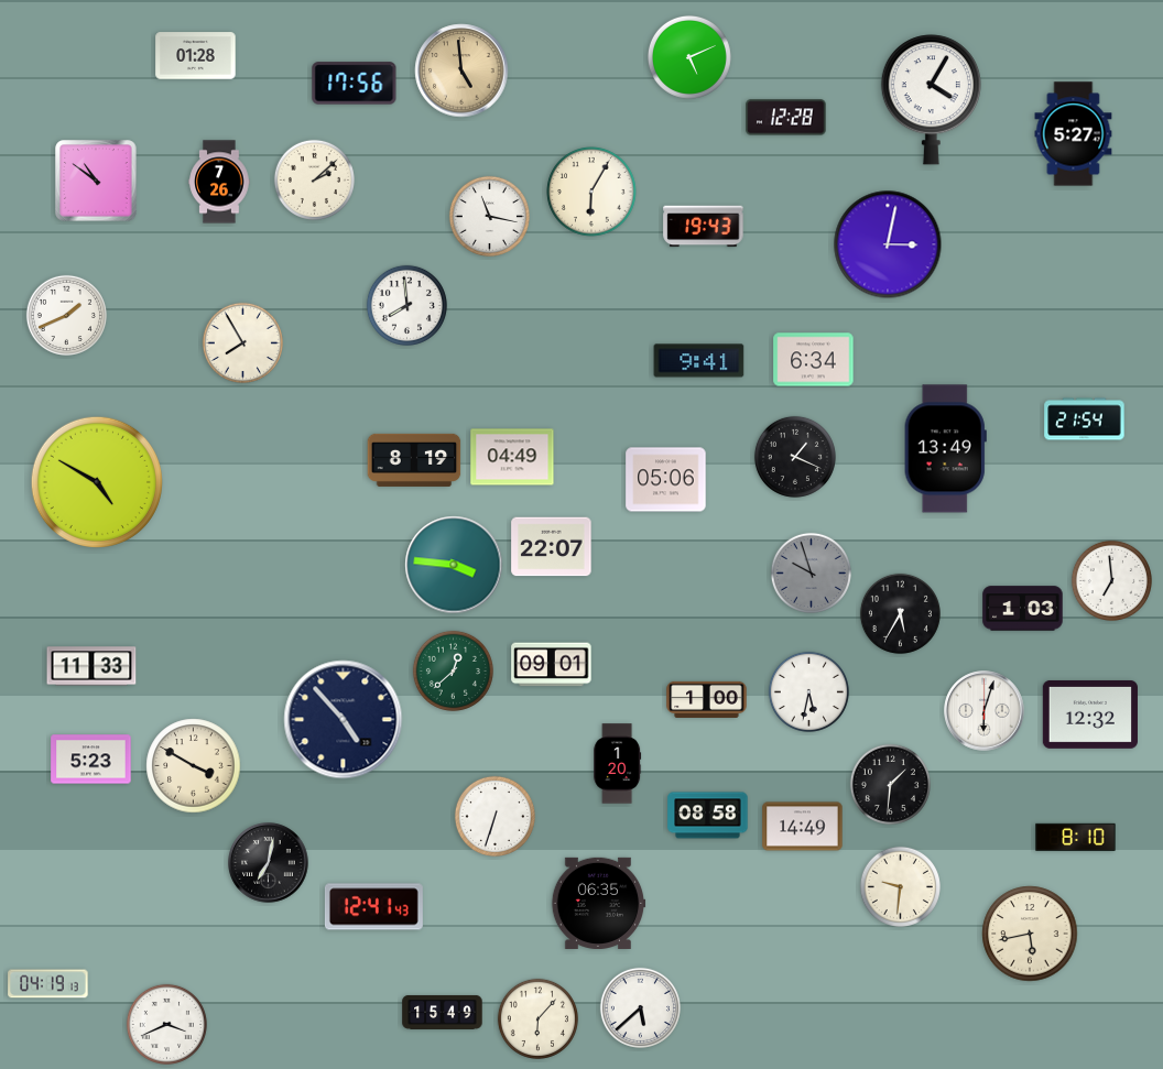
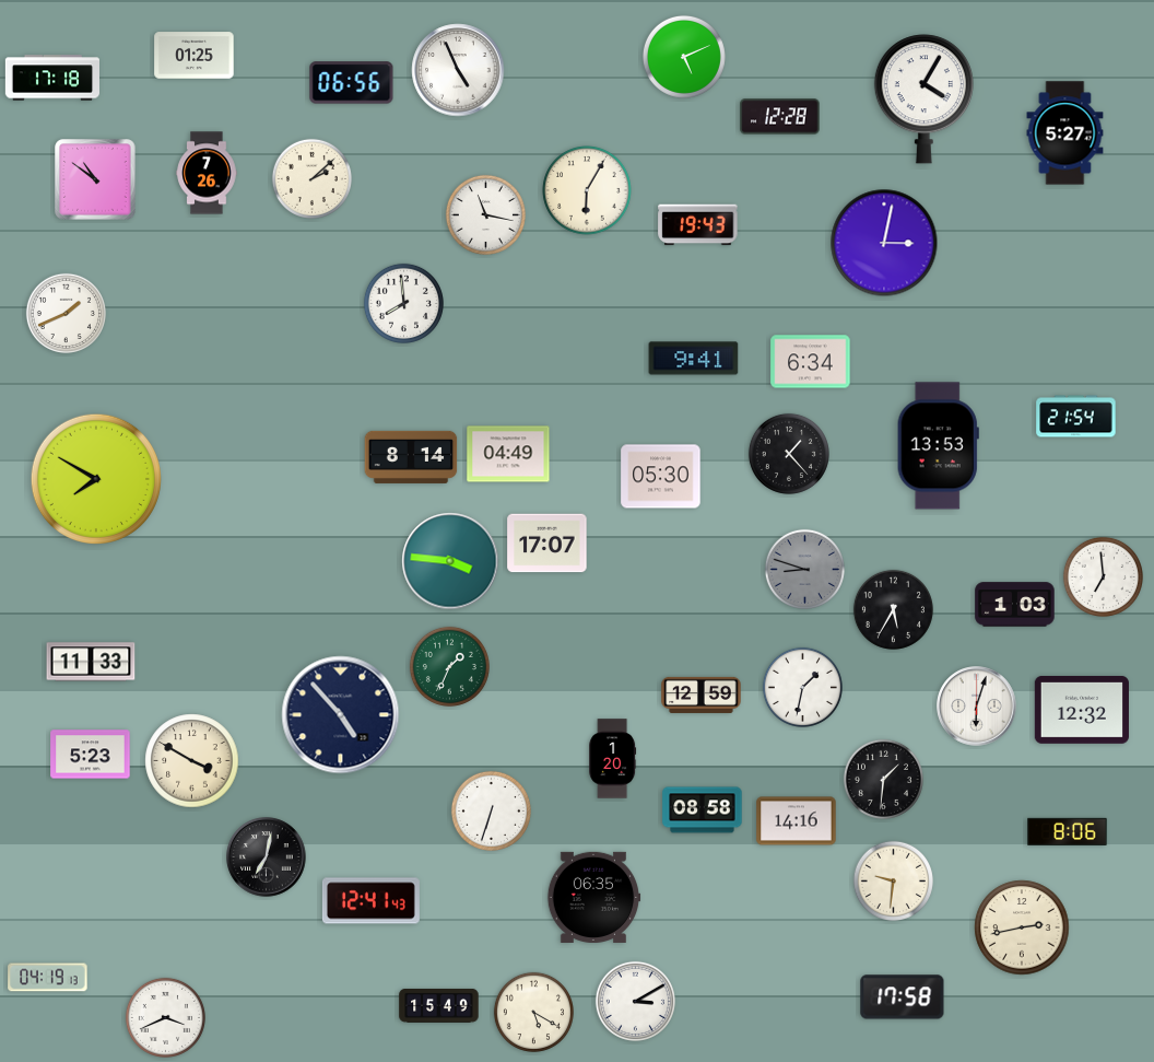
clock at (196, 56): 01:28 -> 01:25
clock at (461, 70): 4:59 -> 4:56
clock at (461, 70) dial: champagne -> white
clock at (52, 78): none -> 17:18
clock at (355, 84): 17:56 -> 06:56
clock at (219, 182) position: (219, 182) -> (207, 173)
clock at (888, 244) position: (888, 244) -> (884, 243)
clock at (242, 342): 7:55 -> none
clock at (814, 360) position: (814, 360) -> (811, 362)
clock at (945, 449): 13:49 -> 13:53
clock at (795, 457): 1:19 -> 1:23
clock at (414, 460): 8:19 -> 8:14
clock at (666, 480): 05:06 -> 05:30
clock at (97, 481): 4:50 -> 7:50
clock at (552, 547): 22:07 -> 17:07
clock at (811, 572): 9:57 -> 8:48
clock at (552, 665): 09:01 -> none
clock at (453, 670): 12:38 -> 1:34
clock at (808, 691): 5:32 -> 1:32
clock at (707, 699): 1:00 -> 12:59
clock at (803, 827): 14:49 -> 14:16
clock at (1076, 837): 8:10 -> 8:06
clock at (1030, 934): 5:43 -> 2:43
clock at (903, 997): none -> 17:58
clock at (640, 1007): 5:38 -> 3:10
clock at (537, 1018): 6:07 -> 5:20
